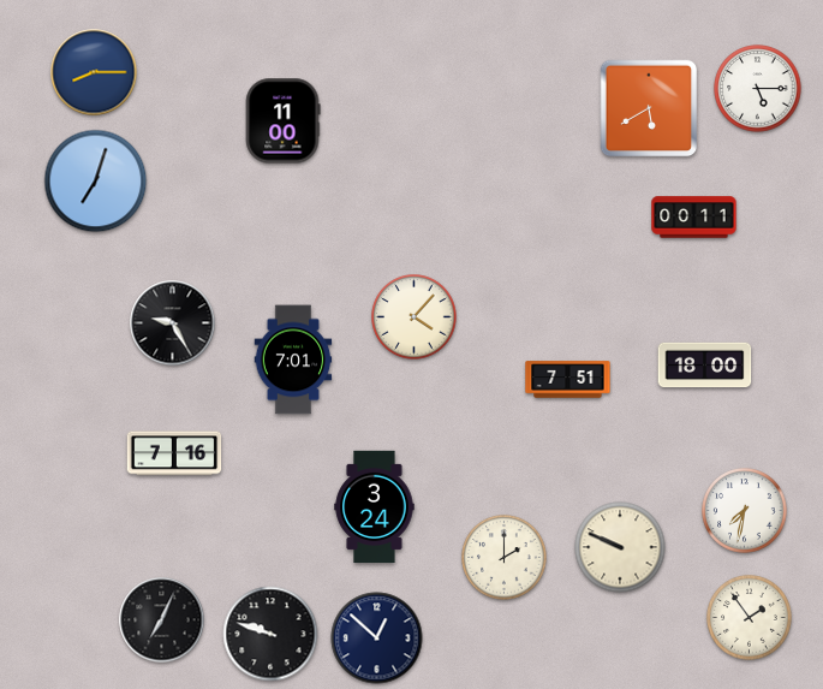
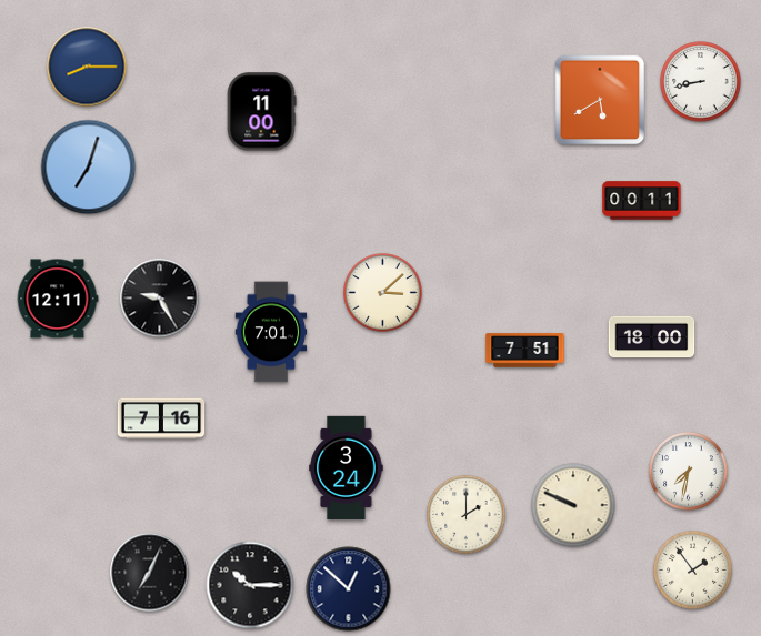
clock at (758, 89): 5:15 -> 8:43
clock at (415, 317): 4:07 -> 3:08
clock at (58, 299): none -> 12:11
clock at (270, 634): 9:48 -> 10:15
